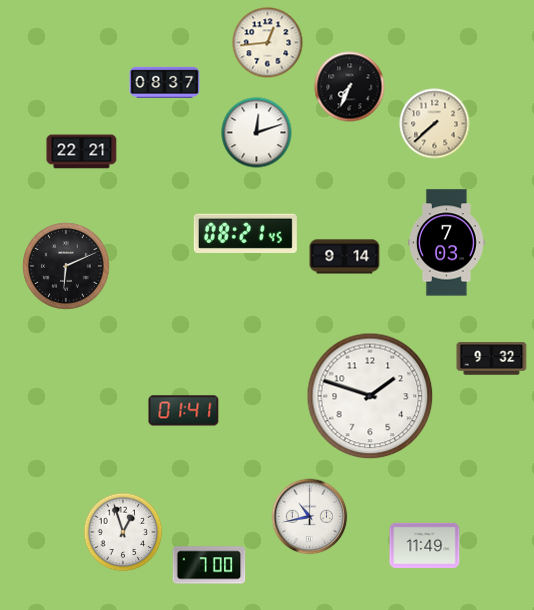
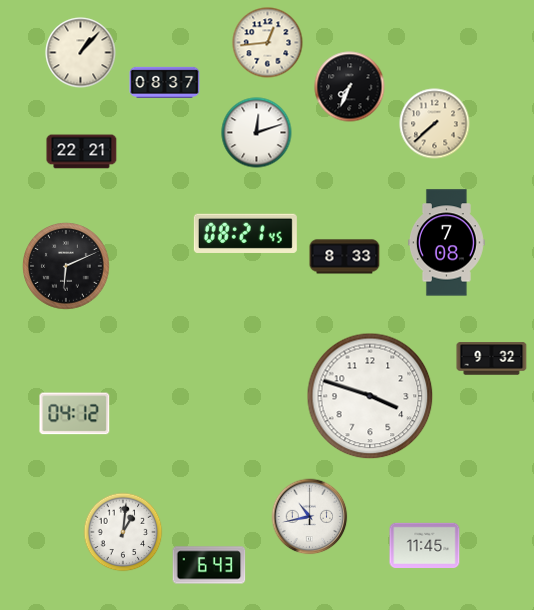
clock at (81, 53): none -> 1:07
clock at (446, 243): 7:03 -> 7:08
clock at (345, 257): 9:14 -> 8:33
clock at (370, 396): 1:48 -> 3:48
clock at (184, 411): 01:41 -> none
clock at (75, 414): none -> 04:12
clock at (123, 532): 12:57 -> 1:01
clock at (425, 545): 11:49 -> 11:45
clock at (209, 565): 7:00 -> 6:43
